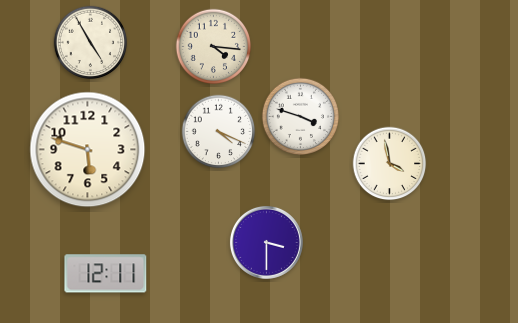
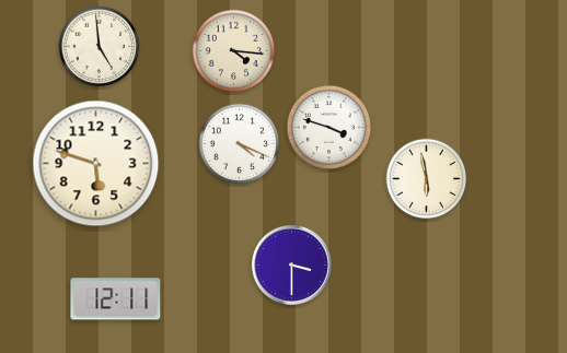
clock at (91, 43): 4:55 -> 4:59
clock at (390, 164): 3:58 -> 5:58
